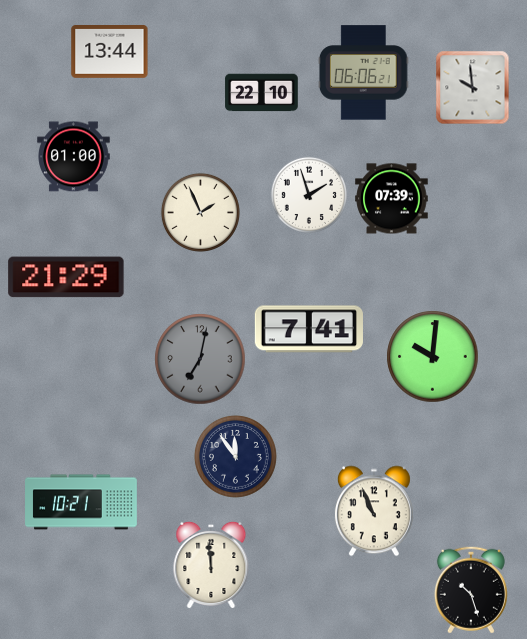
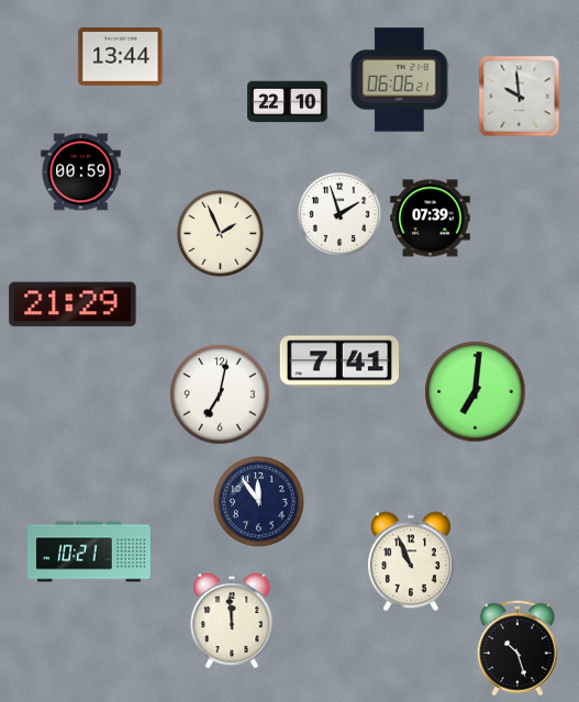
clock at (74, 157): 01:00 -> 00:59
clock at (433, 357): 10:01 -> 7:01
clock at (200, 359) dial: grey -> white
